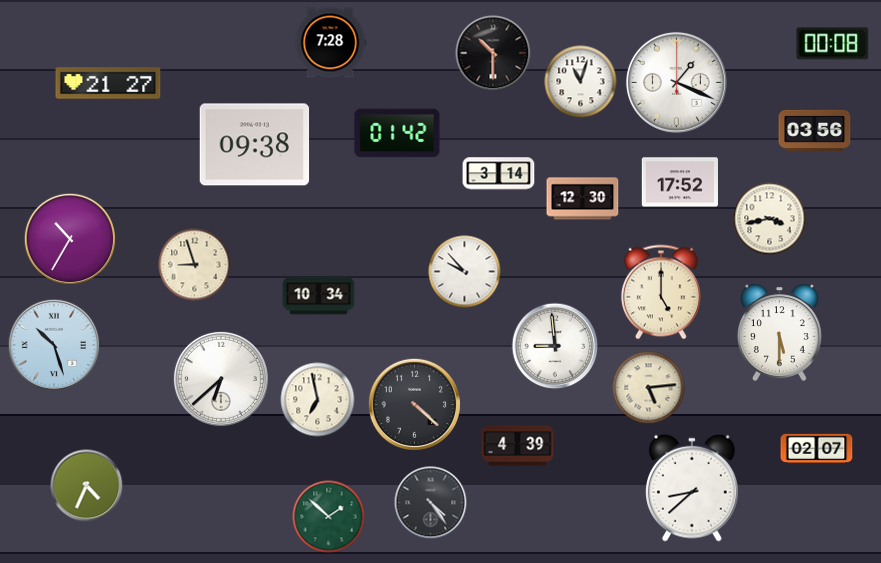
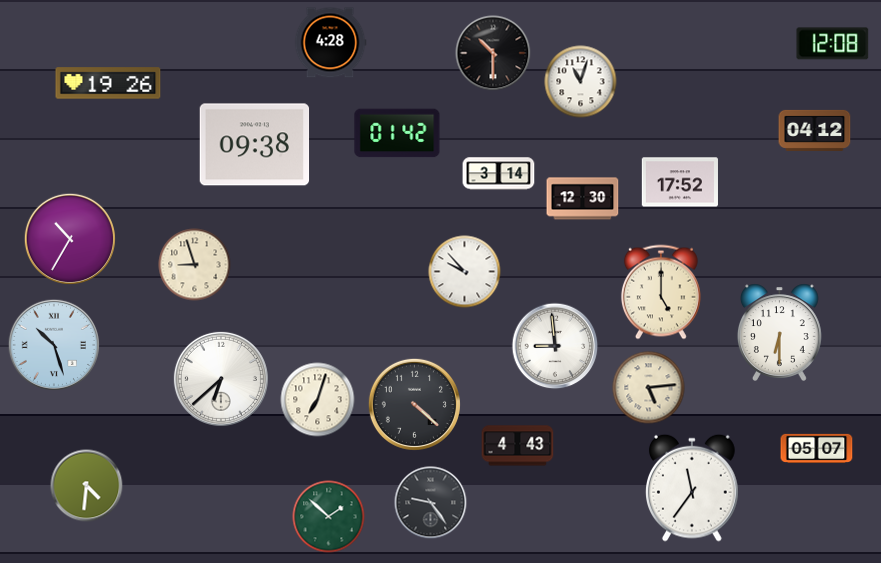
clock at (330, 43): 7:28 -> 4:28
clock at (833, 44): 00:08 -> 12:08
clock at (676, 82): 1:19 -> none
clock at (108, 83): 21:27 -> 19:26
clock at (815, 130): 03:56 -> 04:12
clock at (770, 219): 3:43 -> none
clock at (319, 296): 10:34 -> none
clock at (779, 332): 5:30 -> 6:30
clock at (318, 400): 6:58 -> 7:03
clock at (518, 446): 4:39 -> 4:43
clock at (817, 448): 02:07 -> 05:07
clock at (87, 486): 4:34 -> 4:31
clock at (693, 488): 8:38 -> 11:36
clock at (431, 503): 4:24 -> 9:24
